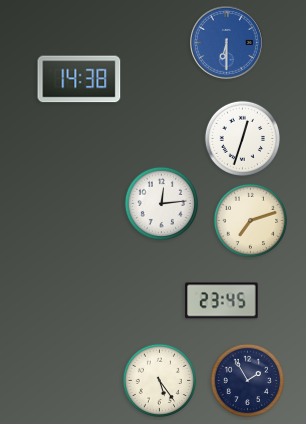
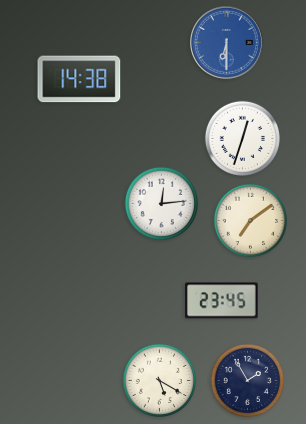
clock at (251, 221): 7:12 -> 7:09
clock at (160, 381): 5:24 -> 5:20
